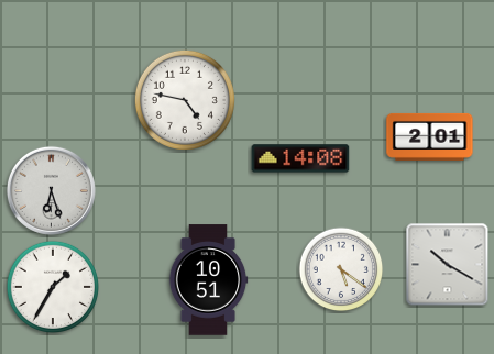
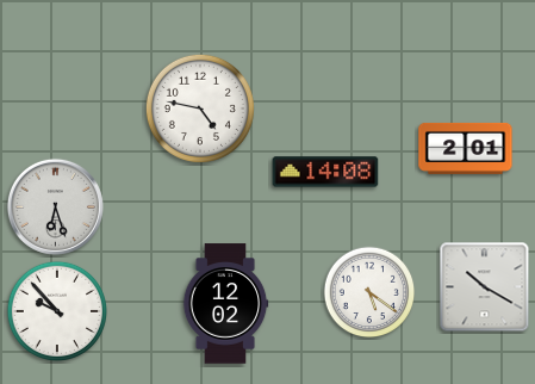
clock at (208, 280): 10:51 -> 12:02
clock at (52, 286): 1:35 -> 9:53
